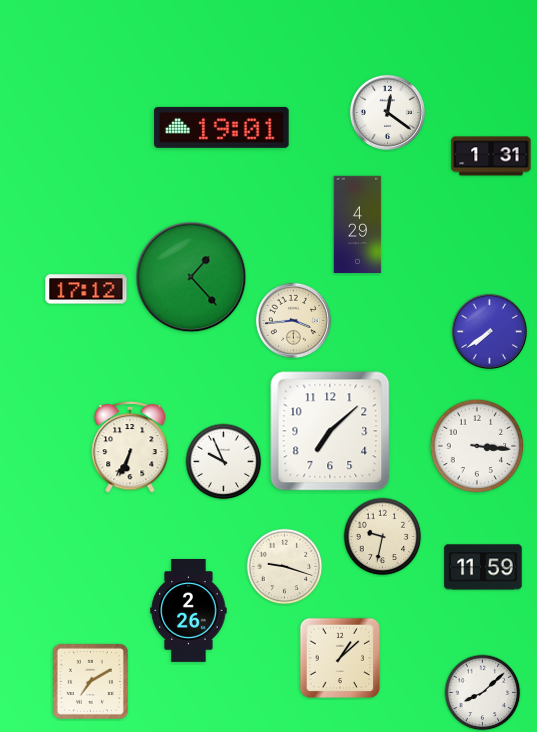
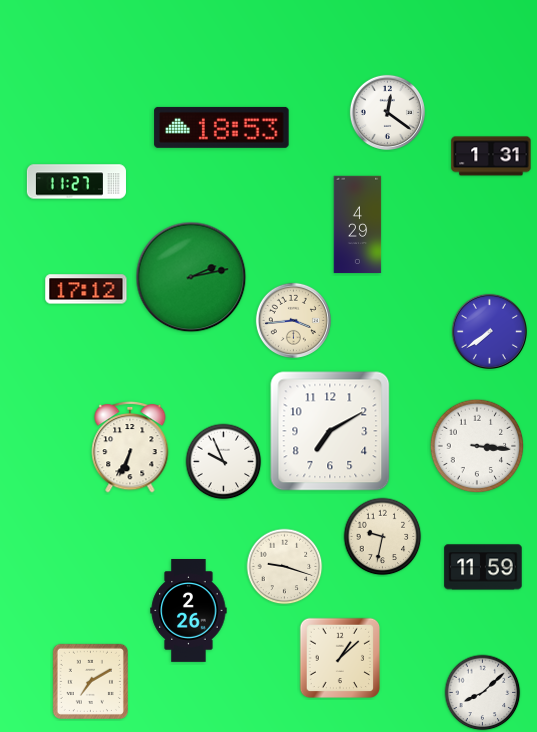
clock at (222, 127): 19:01 -> 18:53
clock at (76, 182): none -> 11:27
clock at (191, 277): 1:23 -> 2:13
clock at (330, 431): 7:08 -> 7:10
